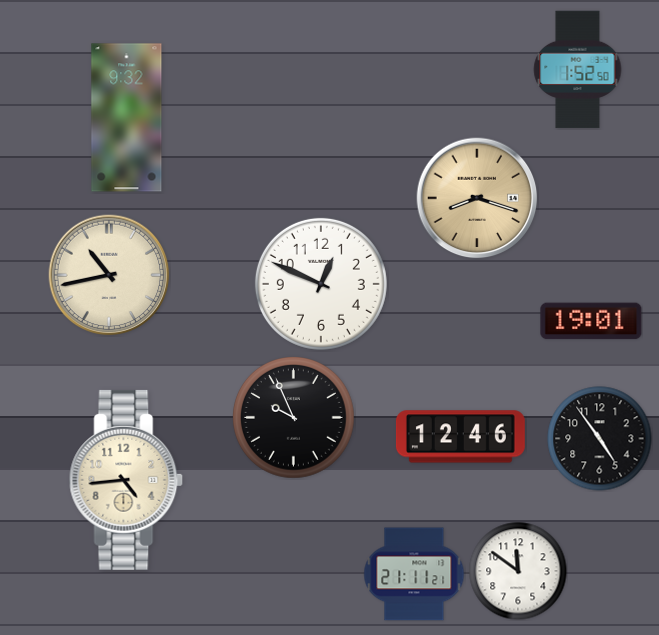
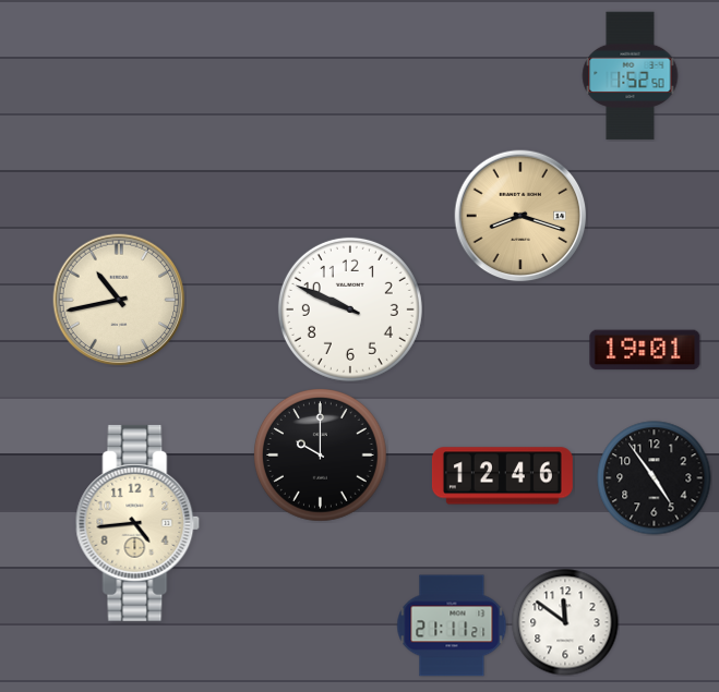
clock at (127, 118): 9:32 -> none
clock at (321, 284): 12:49 -> 9:49
clock at (294, 418): 9:56 -> 10:00
